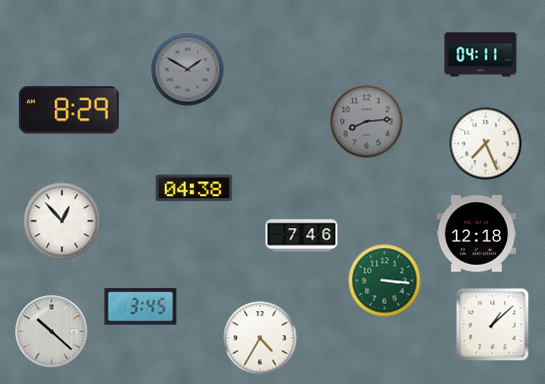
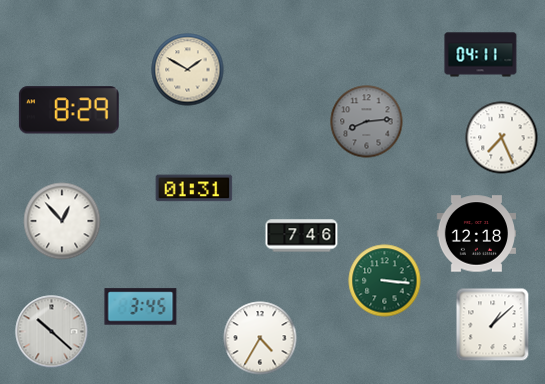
clock at (188, 70) dial: grey -> cream
clock at (486, 144) position: (486, 144) -> (502, 138)
clock at (194, 188): 04:38 -> 01:31
